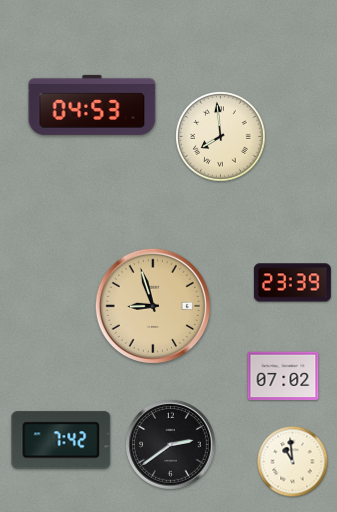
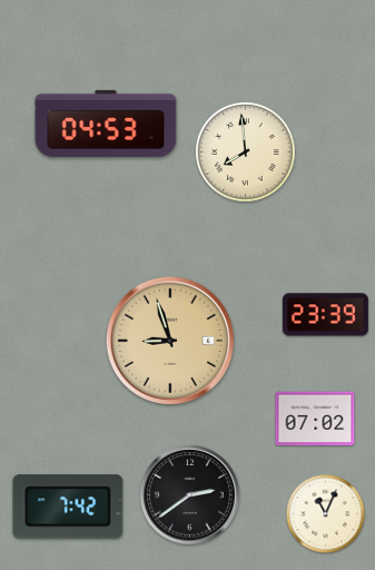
clock at (92, 105) position: (92, 105) -> (106, 124)
clock at (61, 440) position: (61, 440) -> (68, 507)
clock at (293, 462): 10:59 -> 11:04
